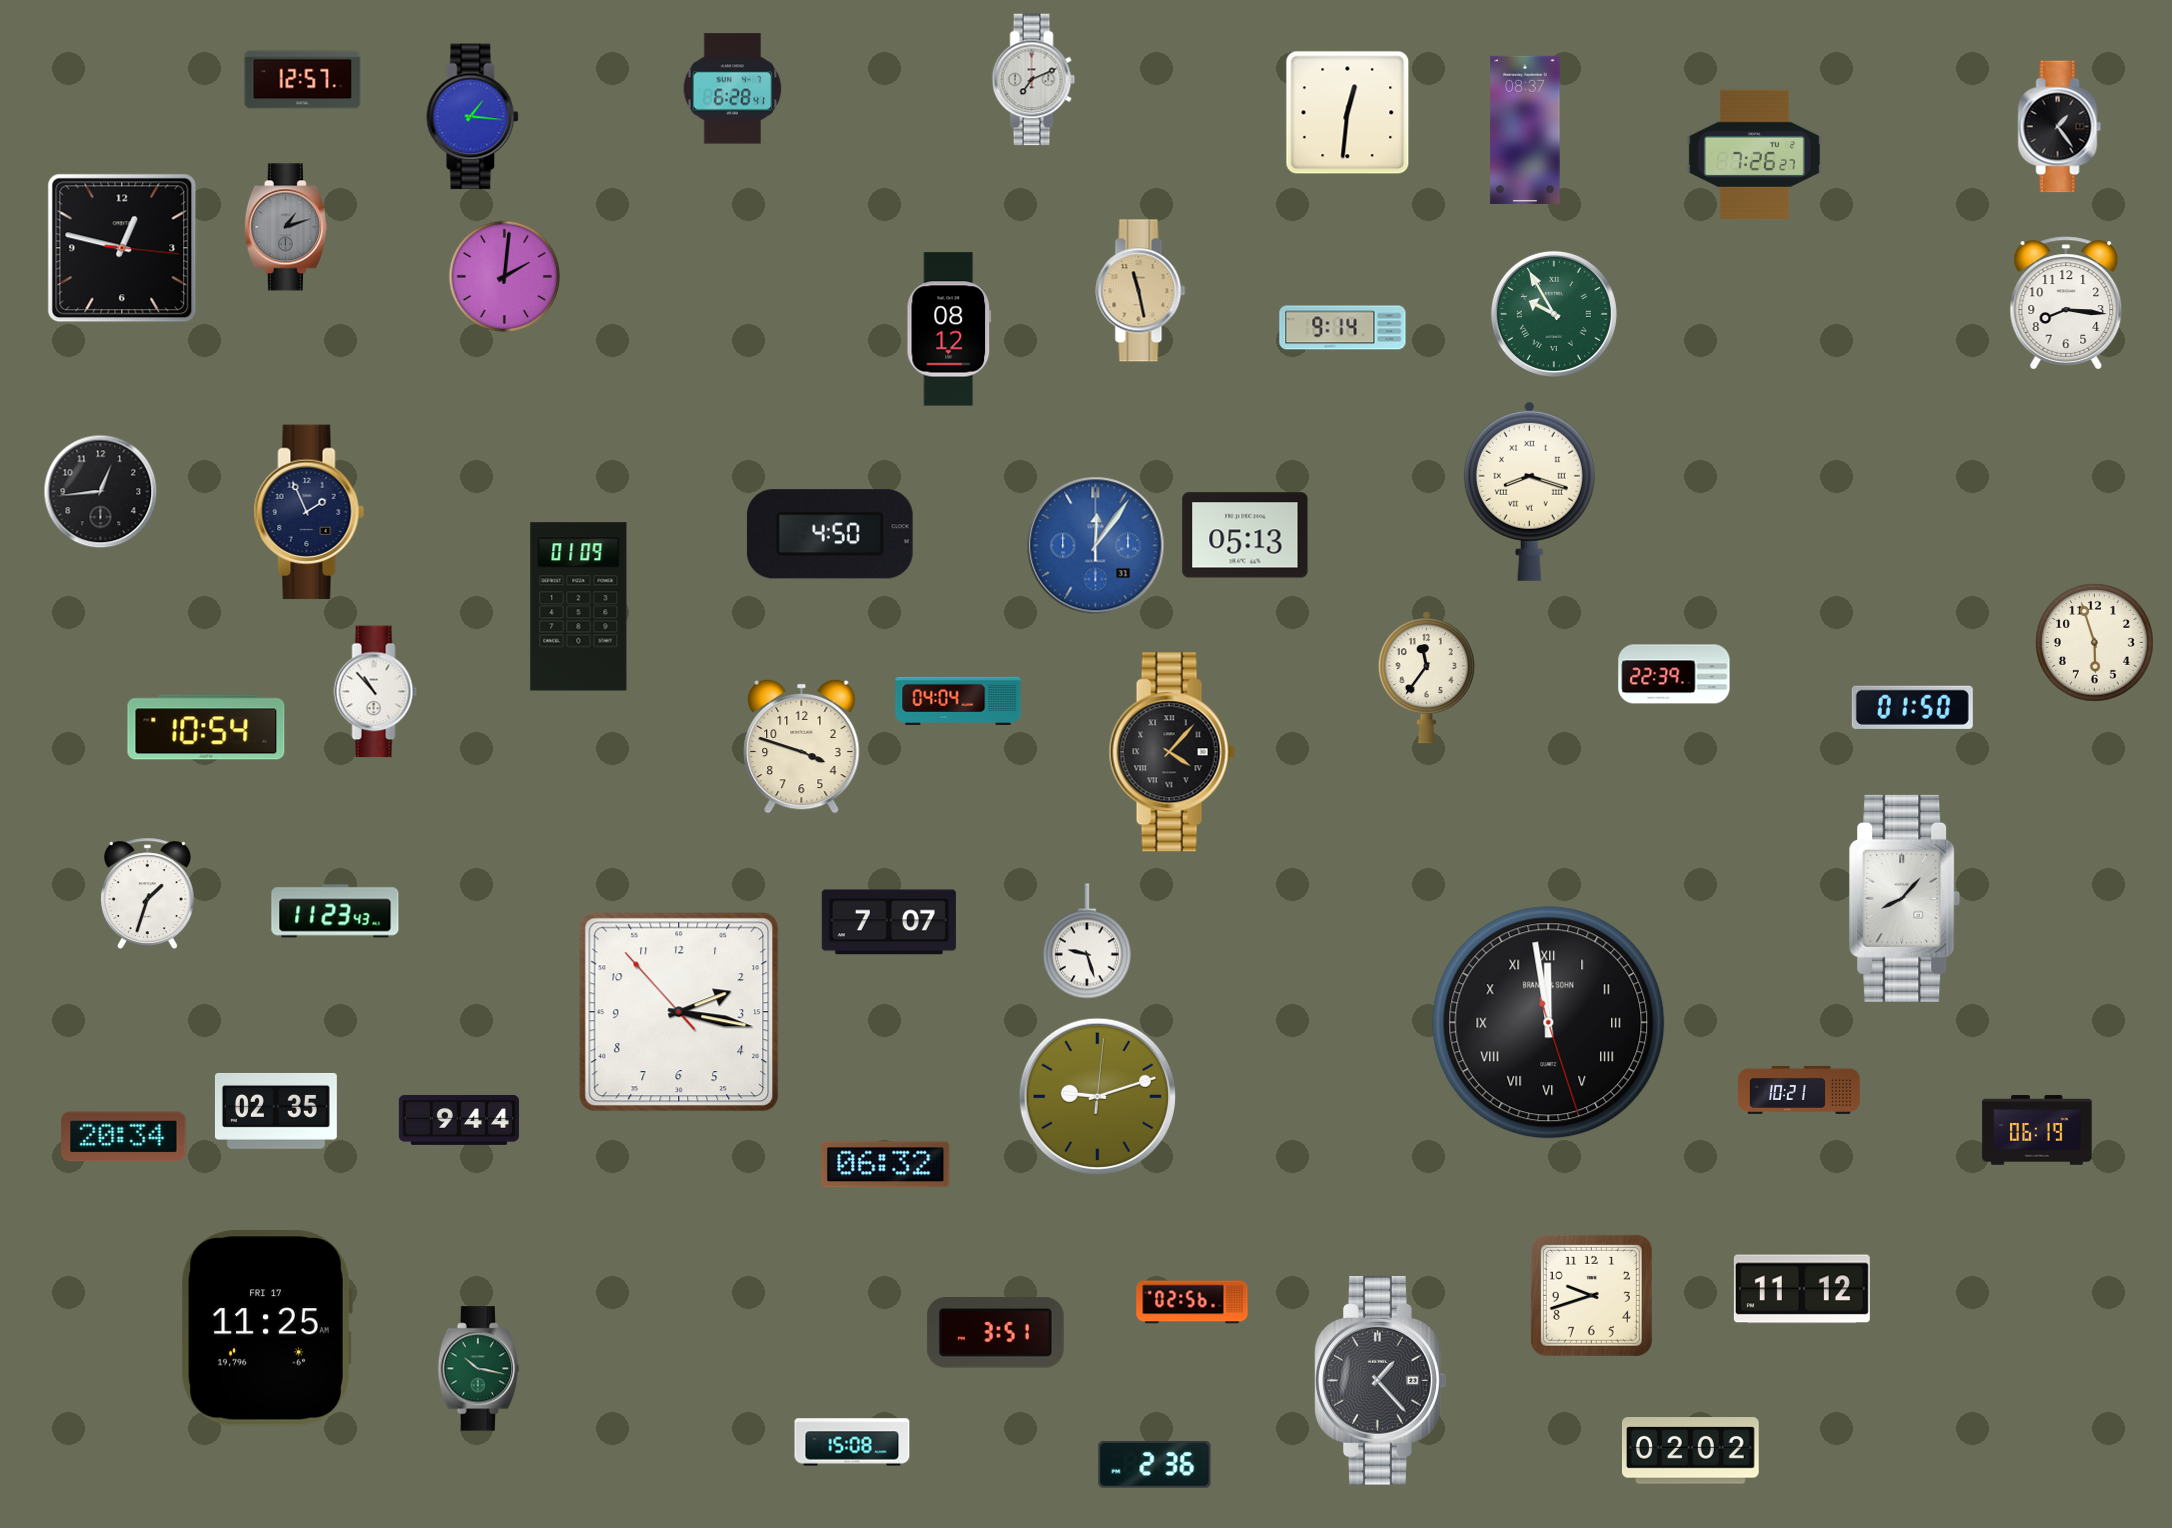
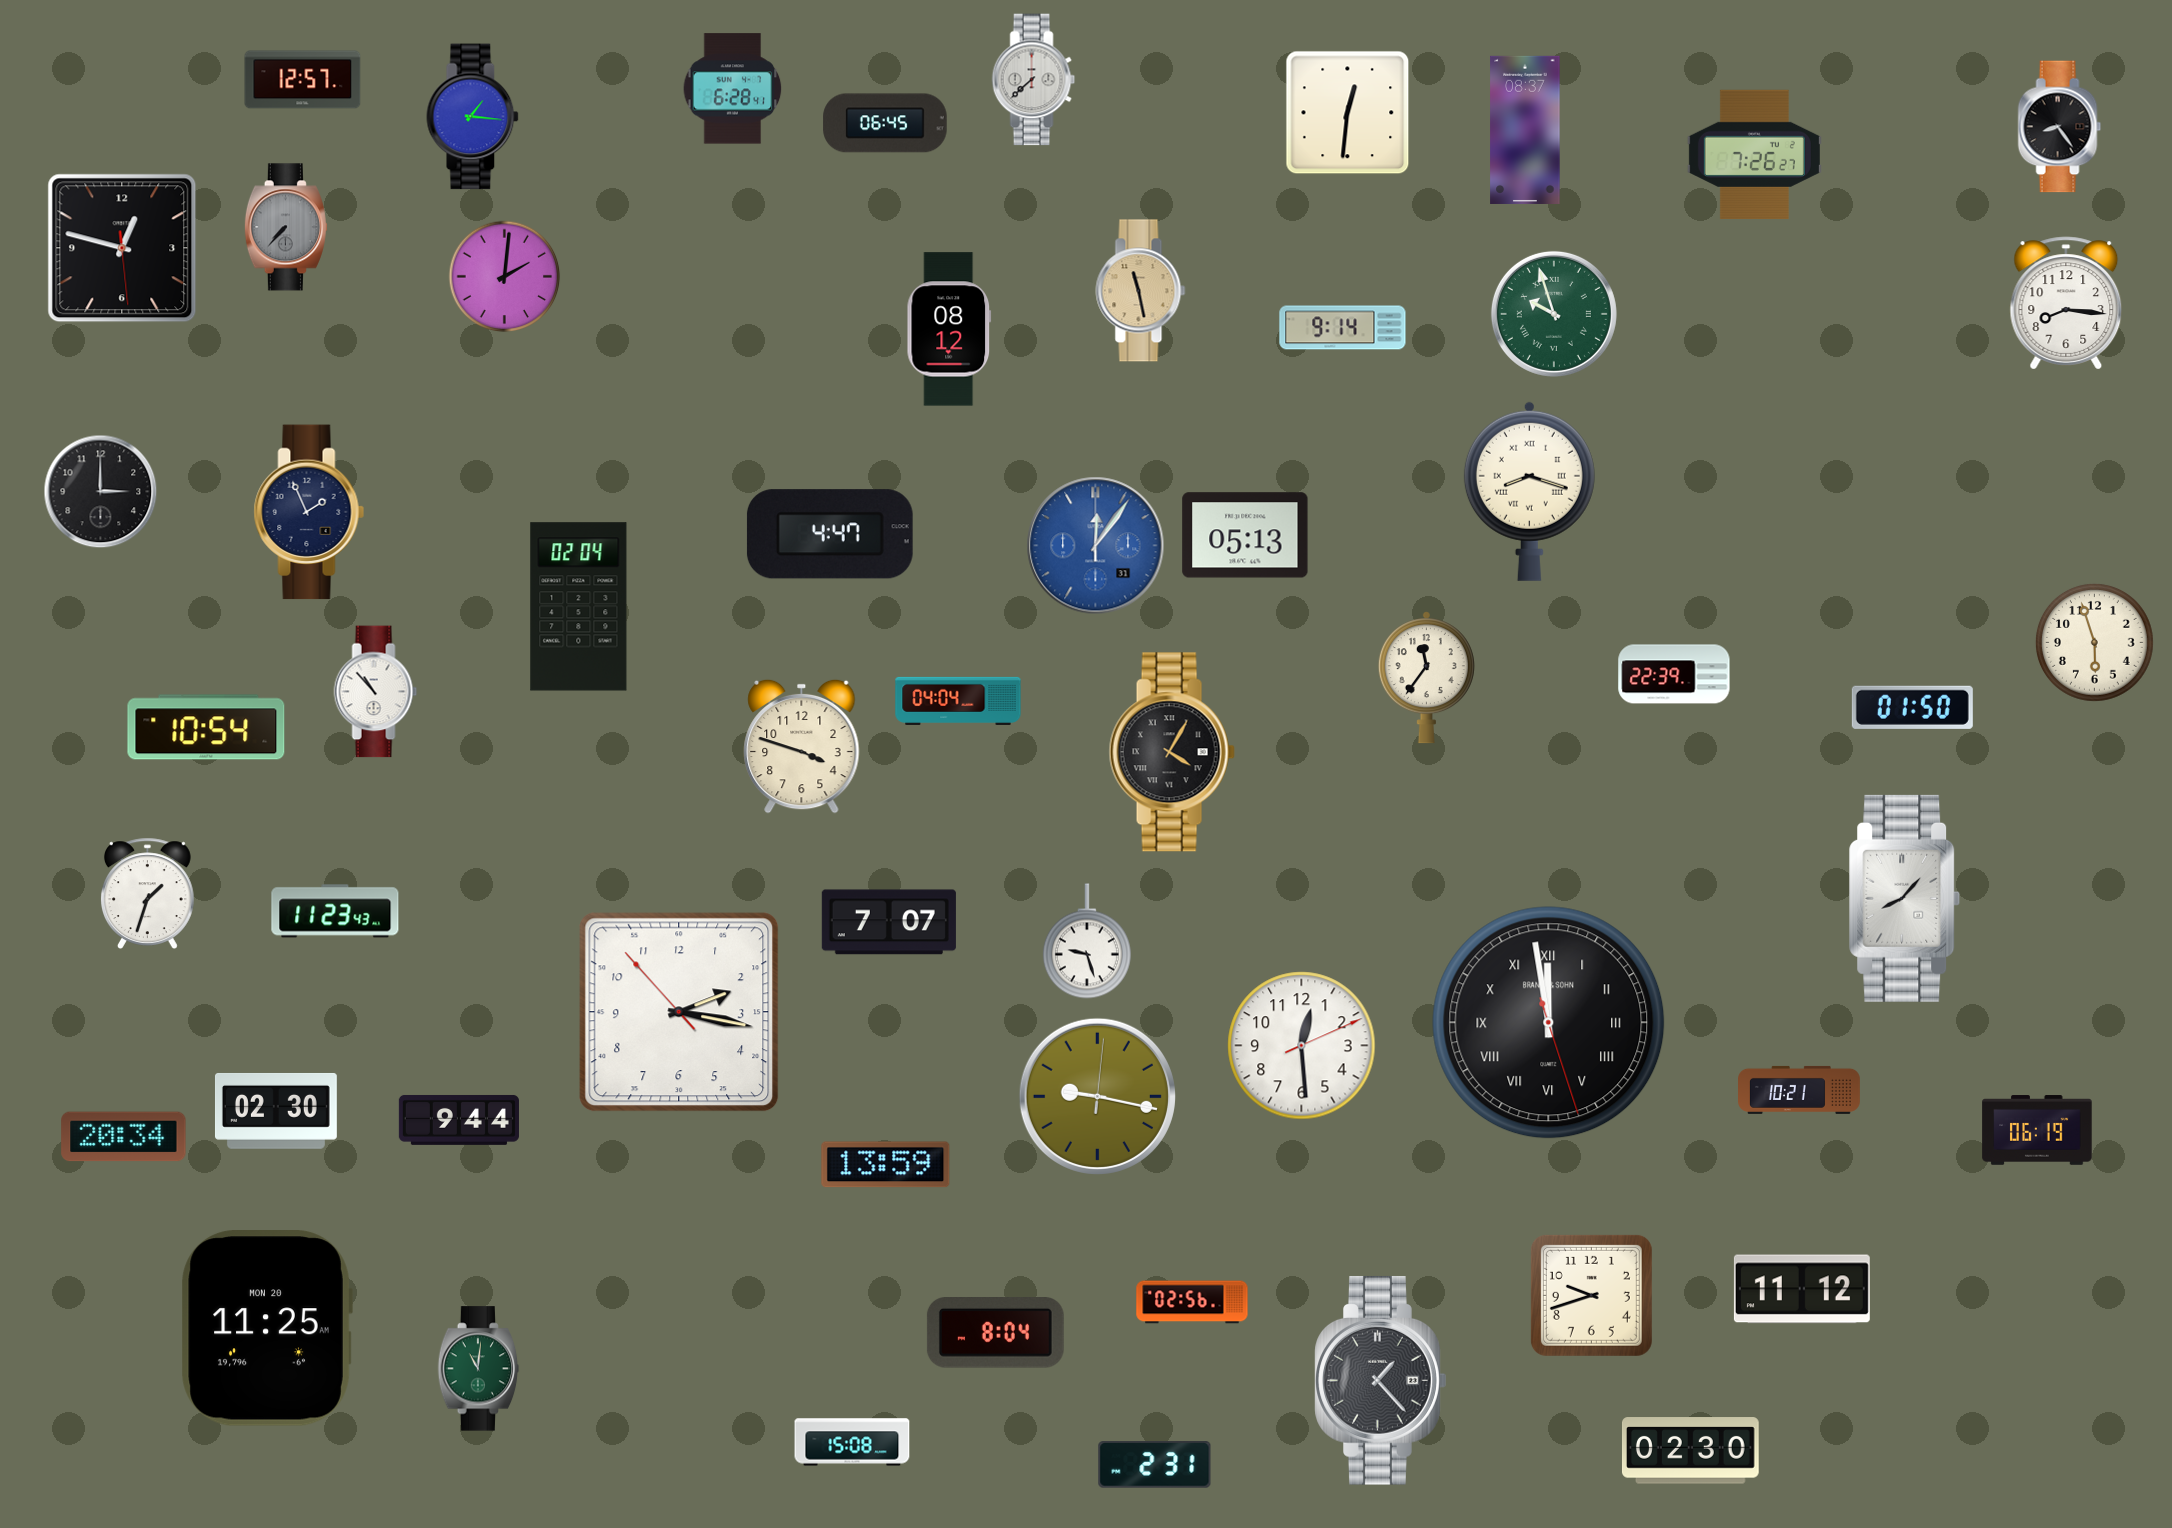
clock at (1034, 80): 7:11 -> 7:38
clock at (885, 123): none -> 06:45
clock at (2060, 127): 1:24 -> 8:24
clock at (286, 227): 1:12 -> 7:37
clock at (122, 248): 12:47:16 -> 12:47:29
clock at (1554, 314): 9:55 -> 9:57
clock at (101, 492): 12:44 -> 3:00
clock at (830, 534): 4:50 -> 4:47
clock at (579, 607): 01:09 -> 02:04
clock at (1172, 752): 4:07 -> 4:05
clock at (1302, 1046): none -> 12:29
clock at (1097, 1096): 9:12 -> 9:17
clock at (276, 1111): 02:35 -> 02:30
clock at (886, 1165): 06:32 -> 13:59
clock at (267, 1329) date: FRI 17 -> MON 20
clock at (995, 1333): 3:51 -> 8:04
clock at (479, 1369): 10:17 -> 11:01
clock at (1690, 1451): 02:02 -> 02:30
clock at (1155, 1465): 2:36 -> 2:31
